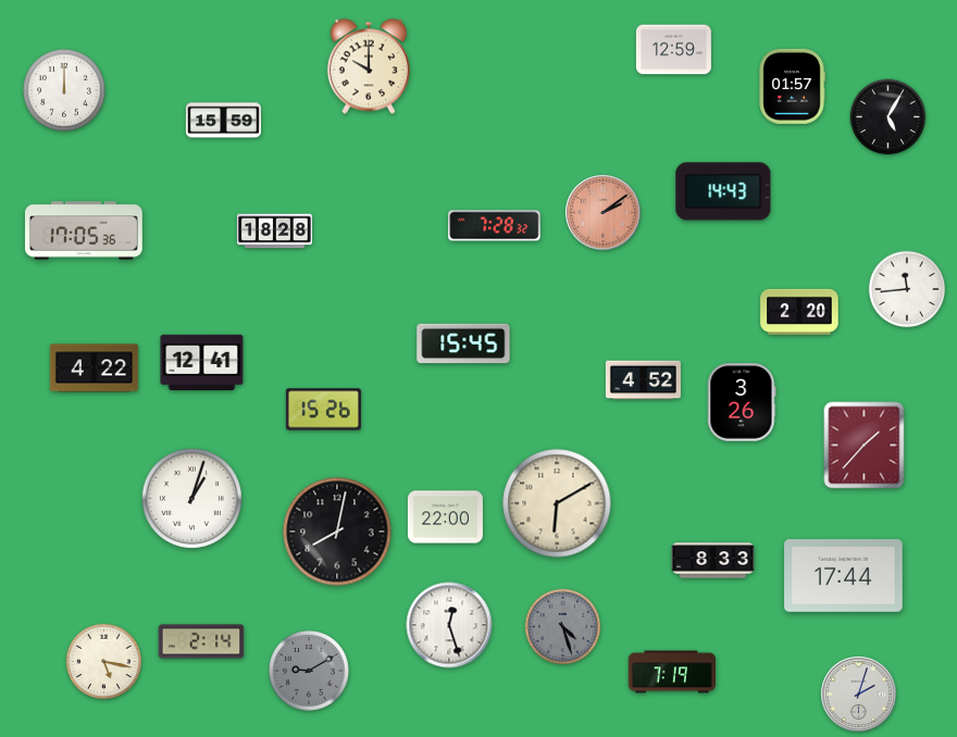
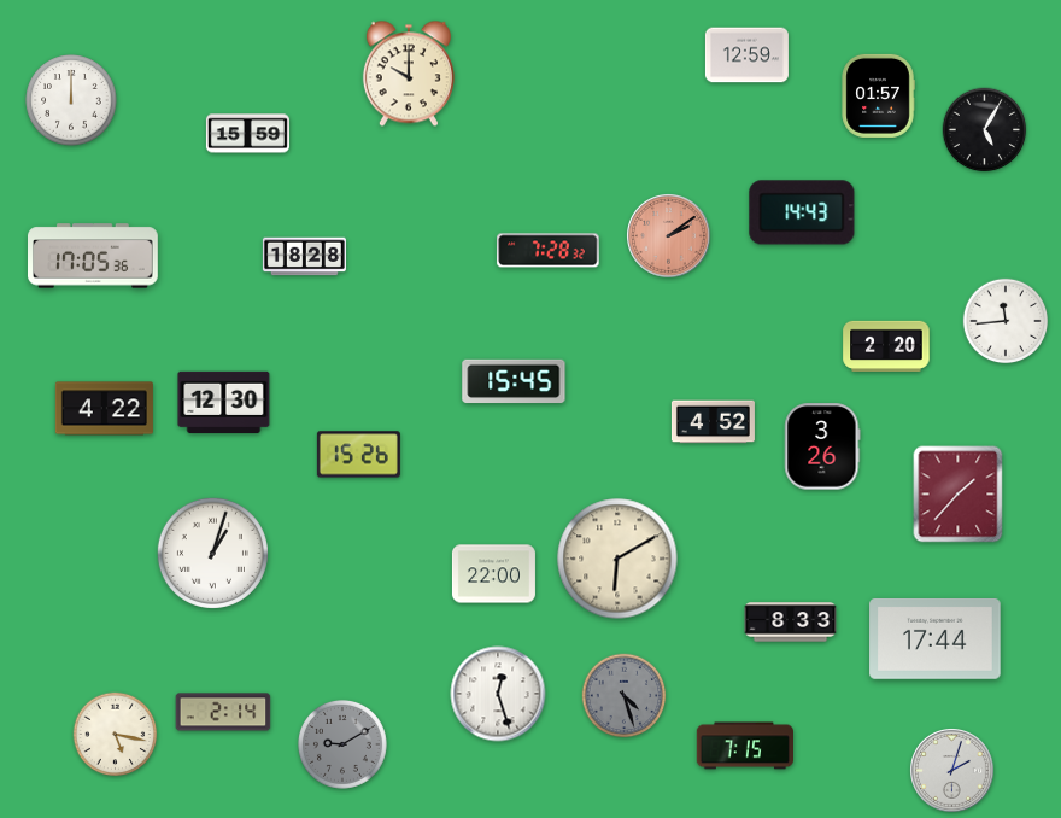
clock at (202, 363): 12:41 -> 12:30
clock at (337, 532): 8:02 -> none
clock at (672, 672): 7:19 -> 7:15
